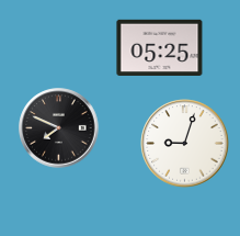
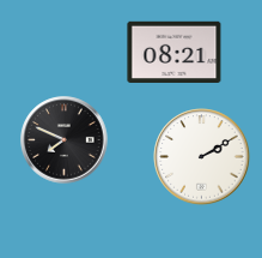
clock at (160, 47): 05:25 -> 08:21
clock at (185, 144): 9:03 -> 2:10
